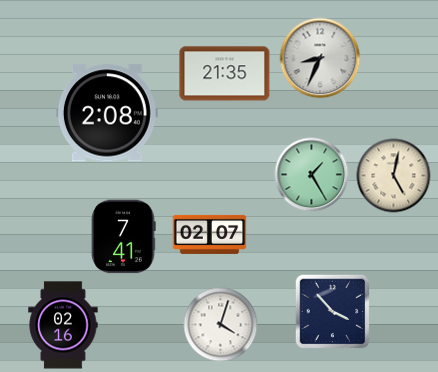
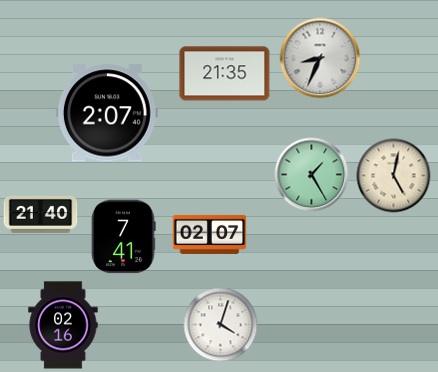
clock at (107, 113): 2:08 -> 2:07
clock at (41, 214): none -> 21:40
clock at (333, 312): 3:53 -> none
